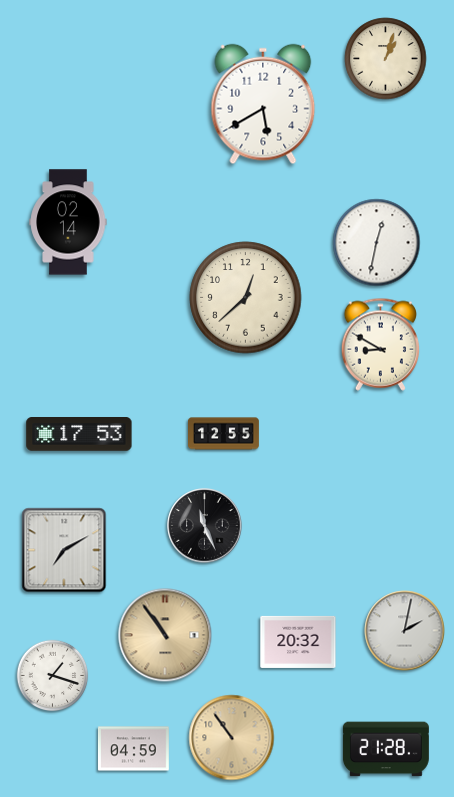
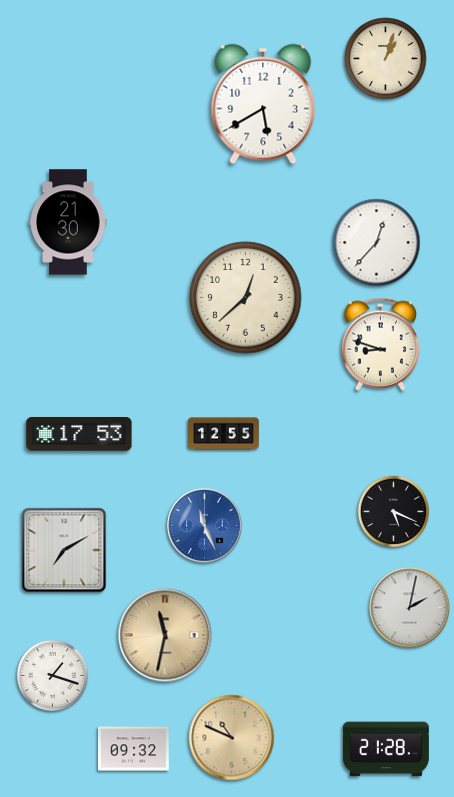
clock at (68, 222): 02:14 -> 21:30
clock at (377, 243): 12:32 -> 12:37
clock at (380, 344): 8:50 -> 8:48
clock at (394, 512): none -> 5:19
clock at (205, 526) dial: black -> blue
clock at (405, 631) position: (405, 631) -> (410, 608)
clock at (165, 635): 10:54 -> 11:32
clock at (298, 642): 20:32 -> none
clock at (232, 738): 10:54 -> 10:49
clock at (133, 749): 04:59 -> 09:32
